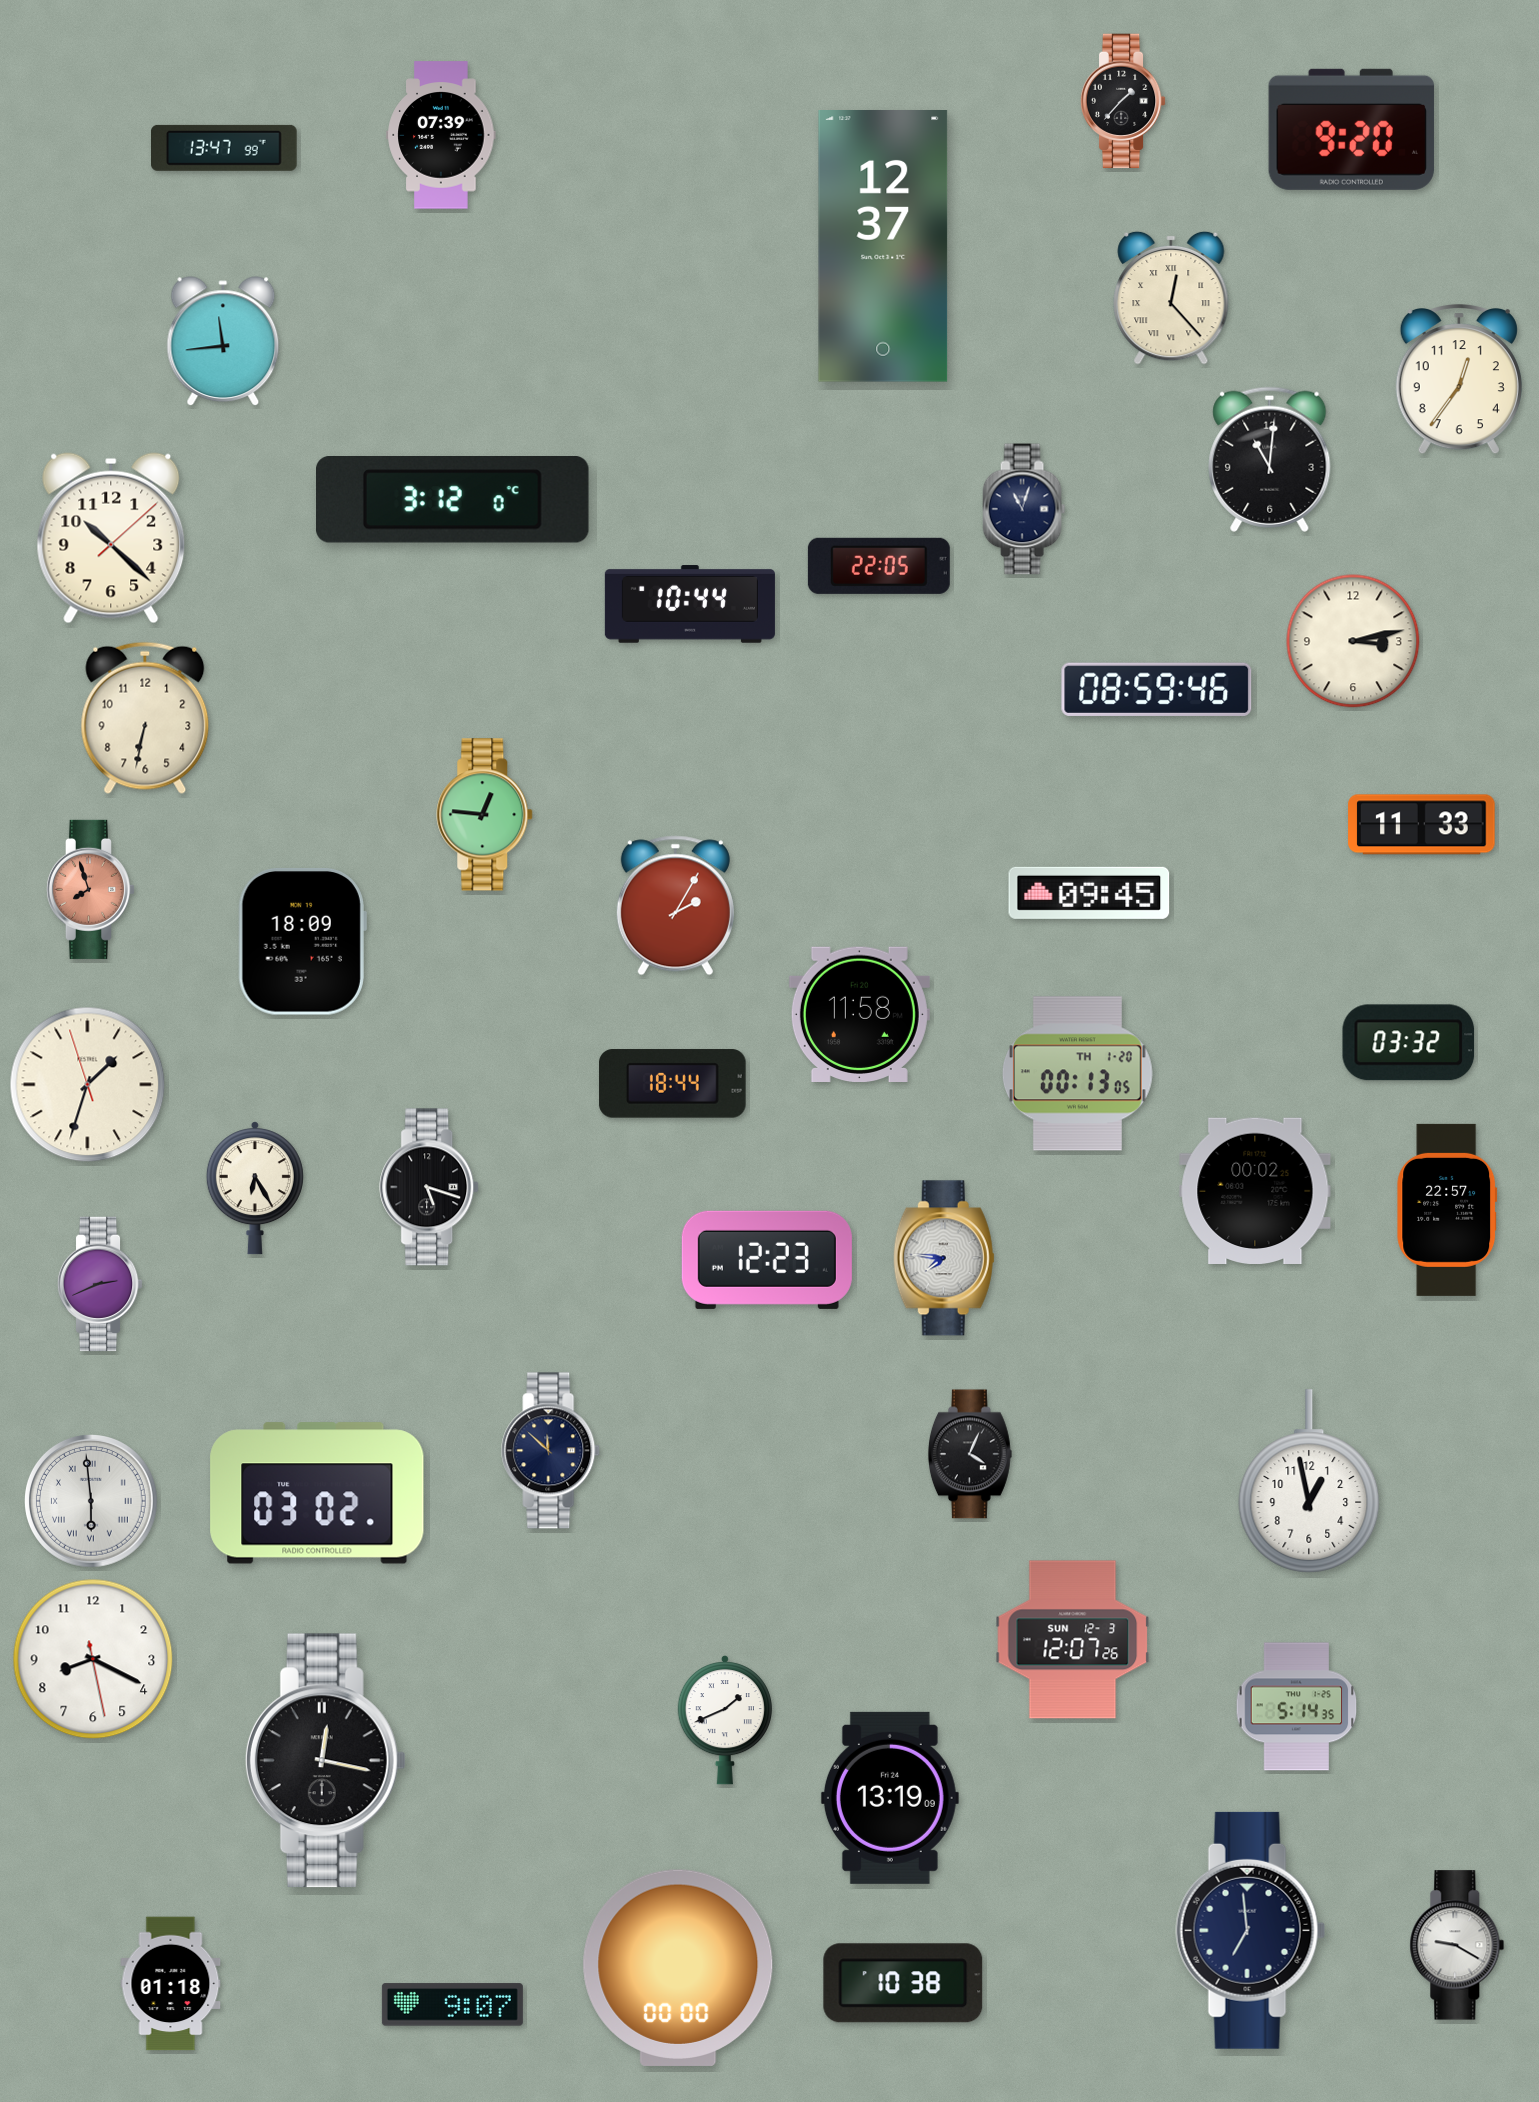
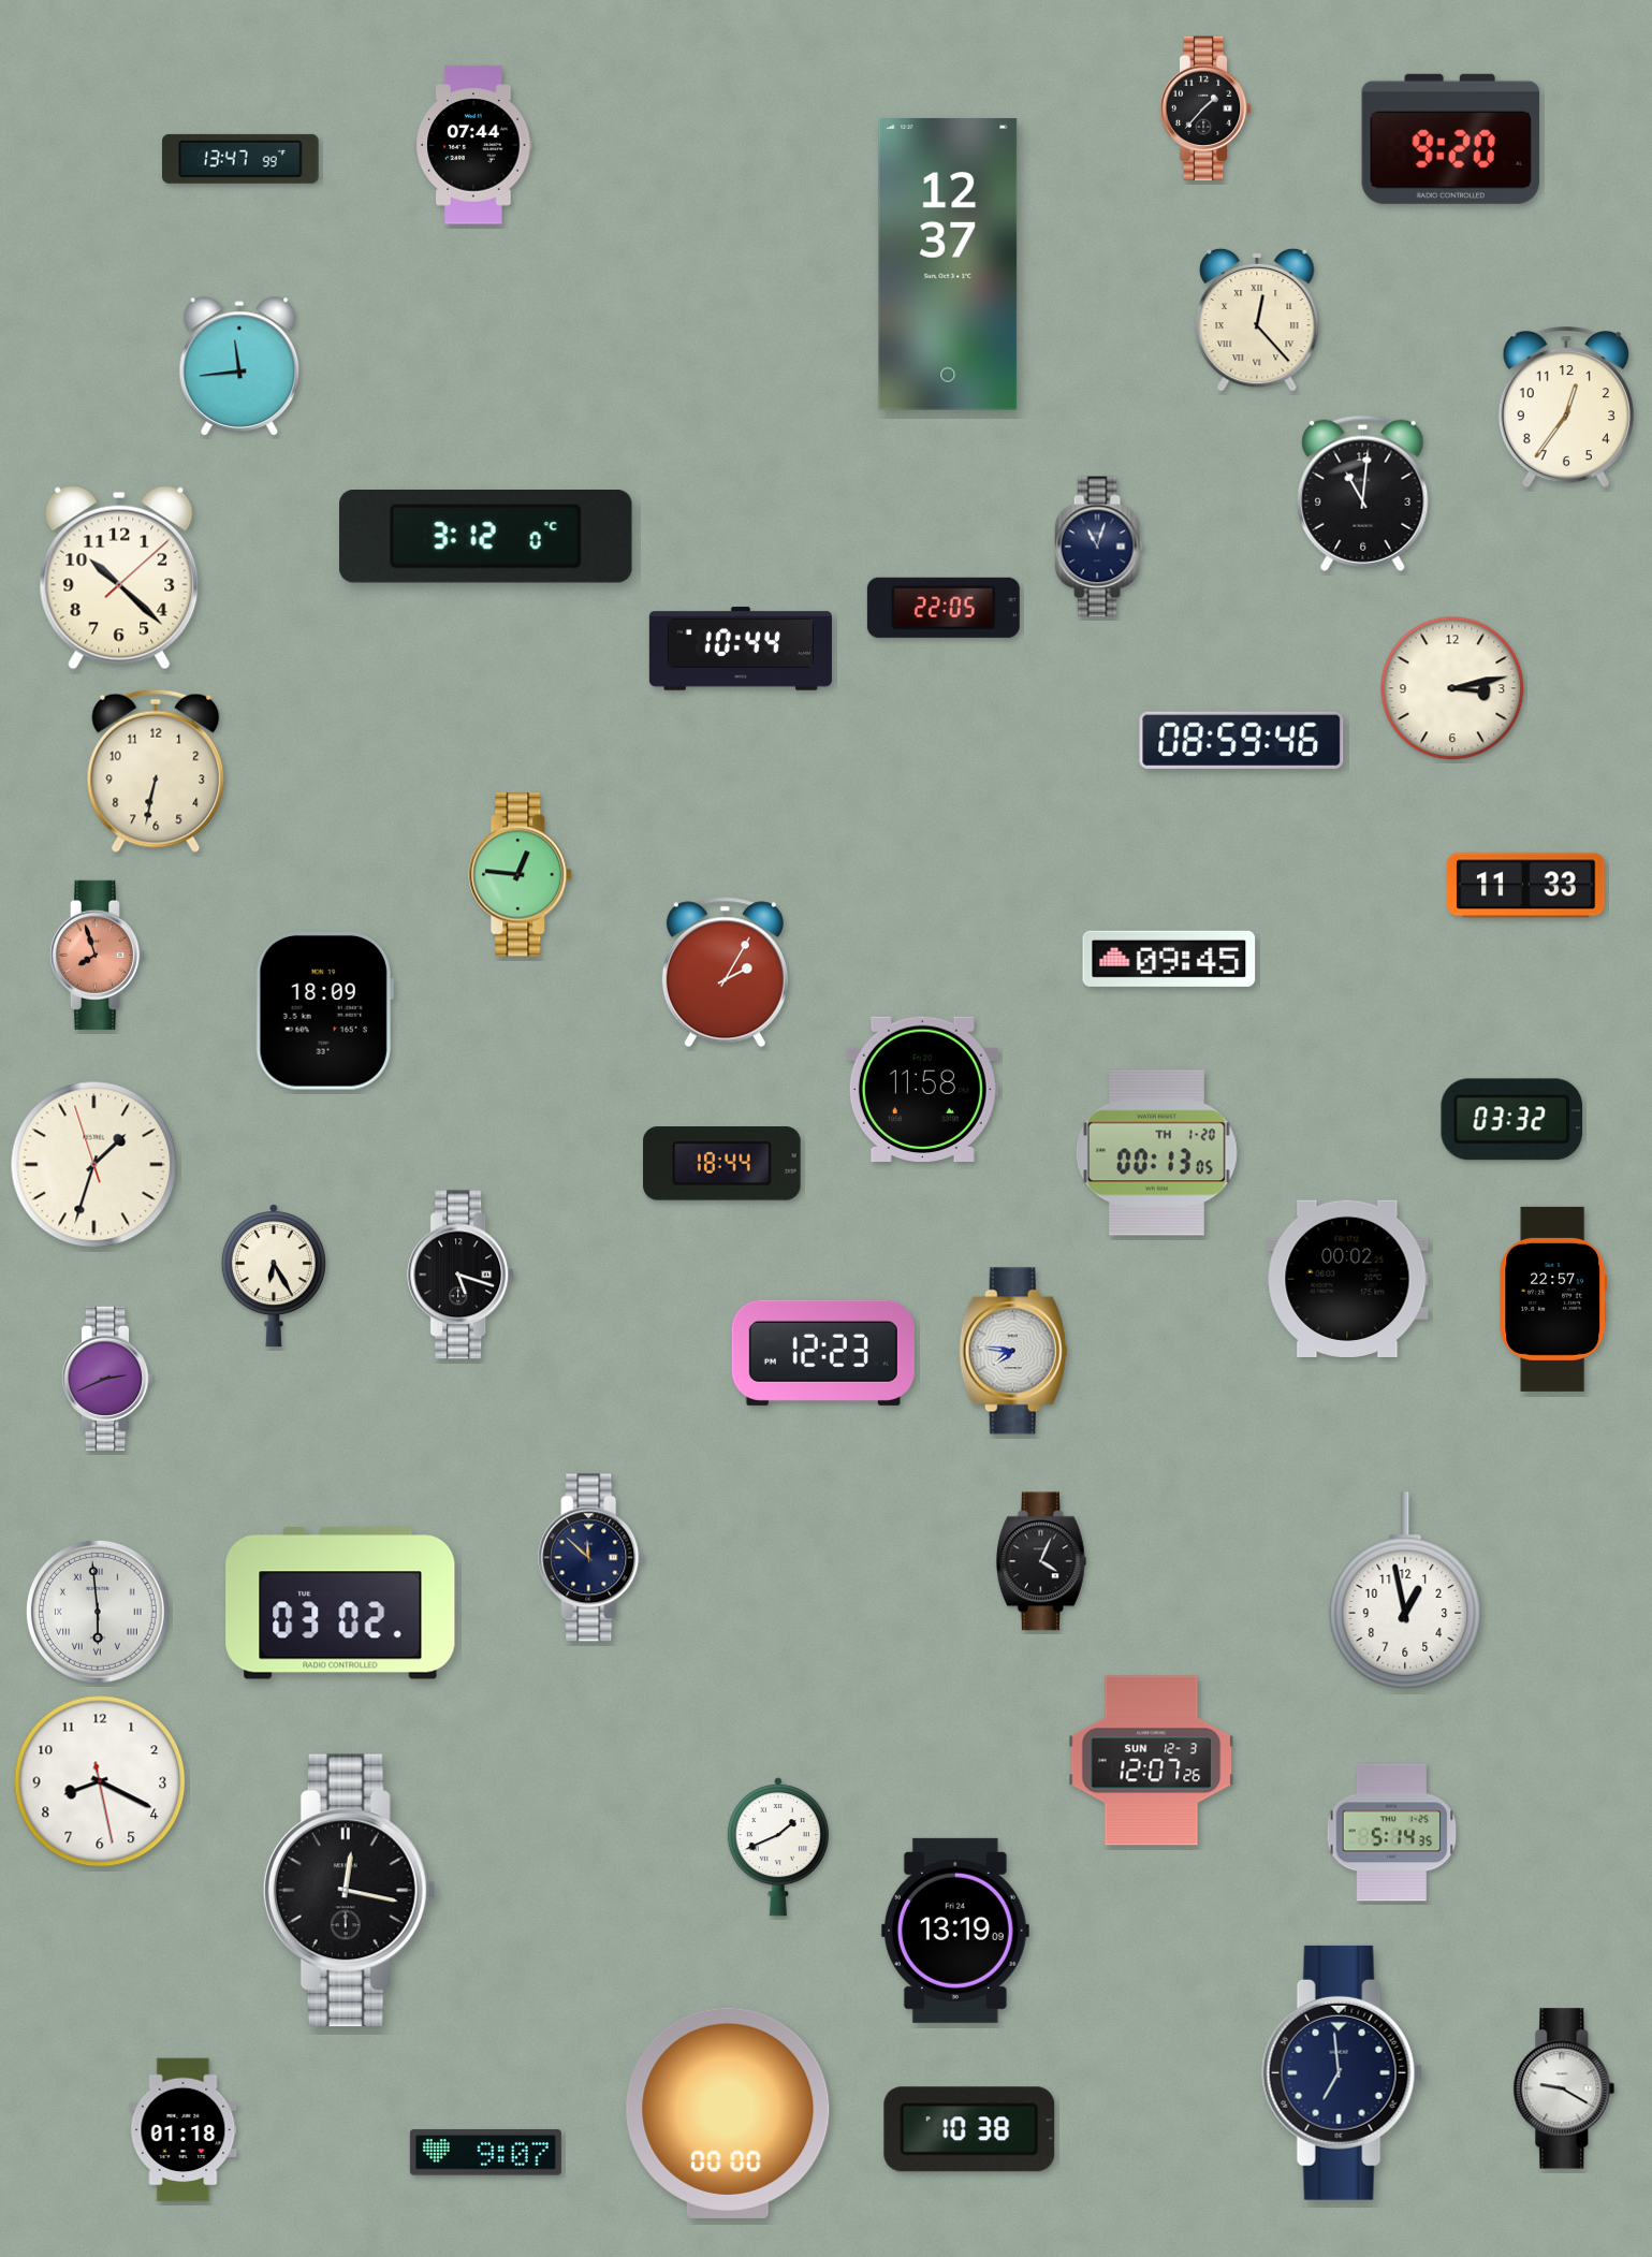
clock at (441, 135): 07:39 -> 07:44
